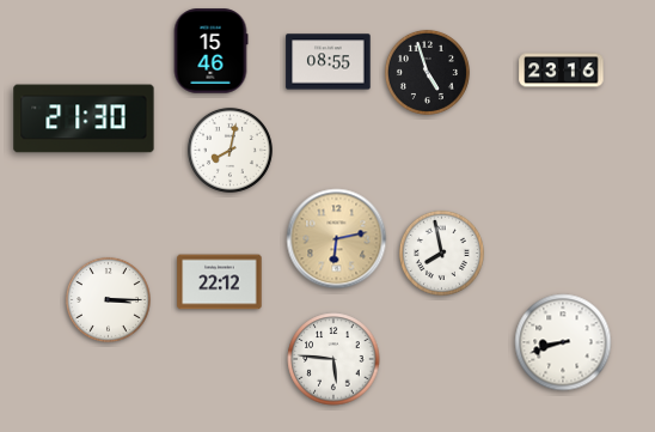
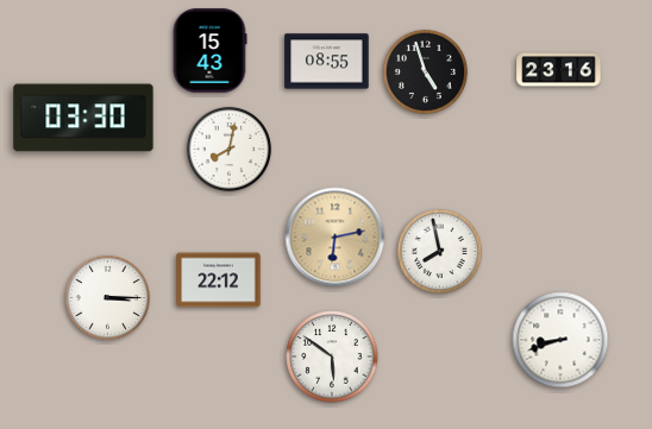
clock at (210, 51): 15:46 -> 15:43
clock at (84, 118): 21:30 -> 03:30
clock at (333, 359): 5:46 -> 5:51
